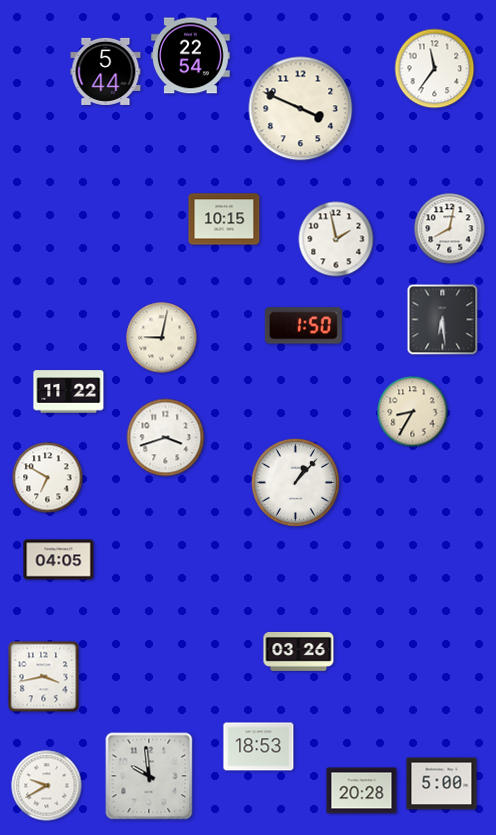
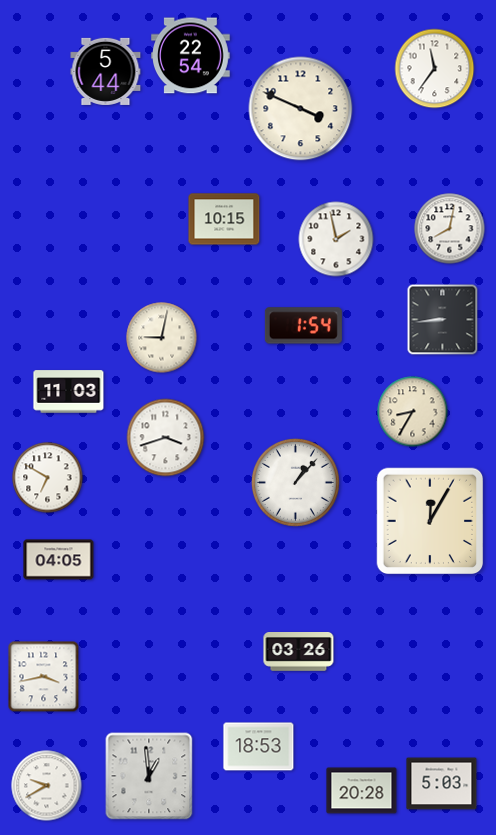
clock at (443, 320): 6:29 -> 8:44
clock at (303, 326): 1:50 -> 1:54
clock at (69, 392): 11:22 -> 11:03
clock at (430, 521): none -> 12:05
clock at (149, 776): 9:59 -> 12:59
clock at (442, 784): 5:00 -> 5:03
